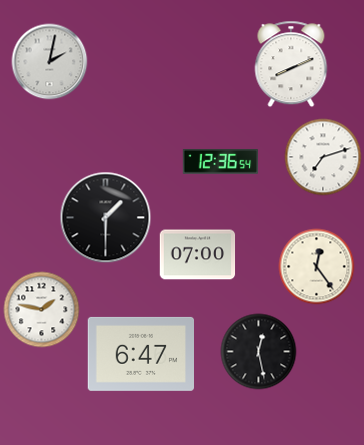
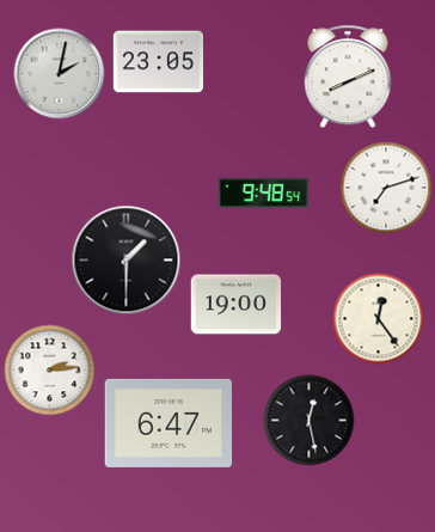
clock at (159, 62): none -> 23:05
clock at (221, 162): 12:36 -> 9:48
clock at (198, 255): 07:00 -> 19:00
clock at (42, 310): 1:47 -> 2:14
